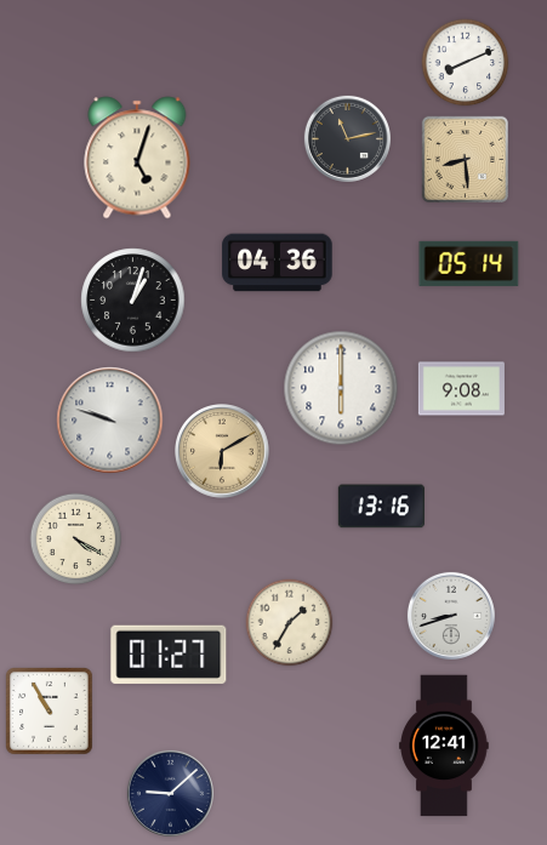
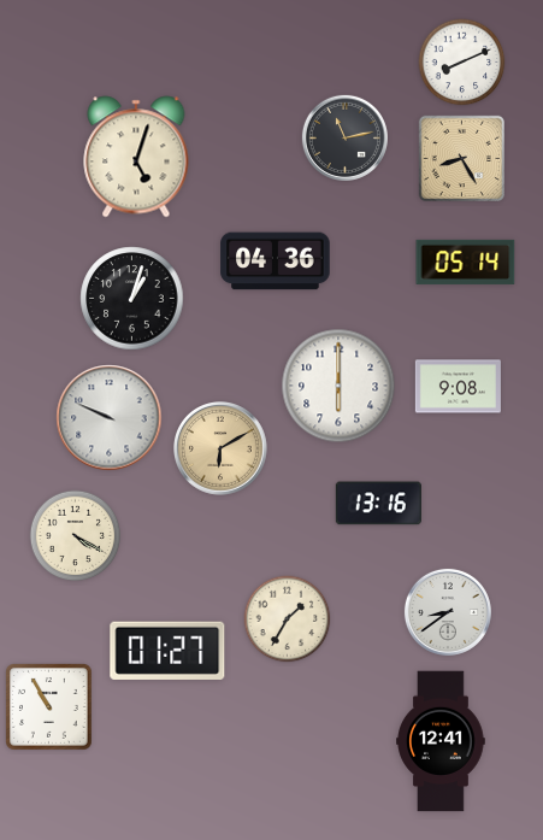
clock at (465, 159): 8:29 -> 8:25
clock at (110, 421): 9:48 -> 9:49
clock at (451, 616): 8:42 -> 8:39
clock at (170, 793): 9:08 -> none
